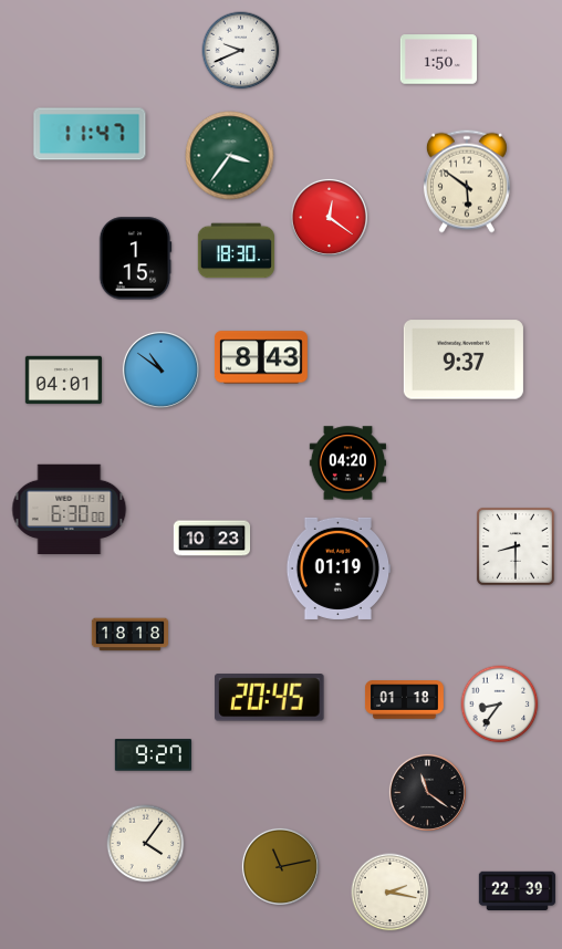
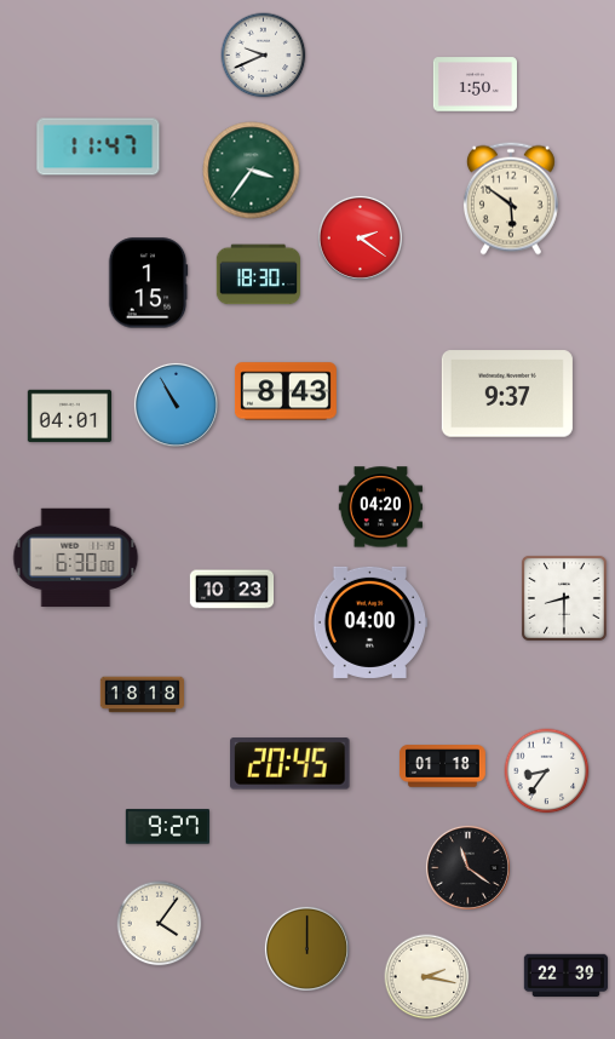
clock at (439, 60) position: (439, 60) -> (476, 85)
clock at (329, 217): 12:21 -> 2:21
clock at (160, 369): 10:51 -> 10:55
clock at (339, 569): 01:19 -> 04:00
clock at (270, 698) position: (270, 698) -> (291, 764)
clock at (280, 866): 11:13 -> 12:00
